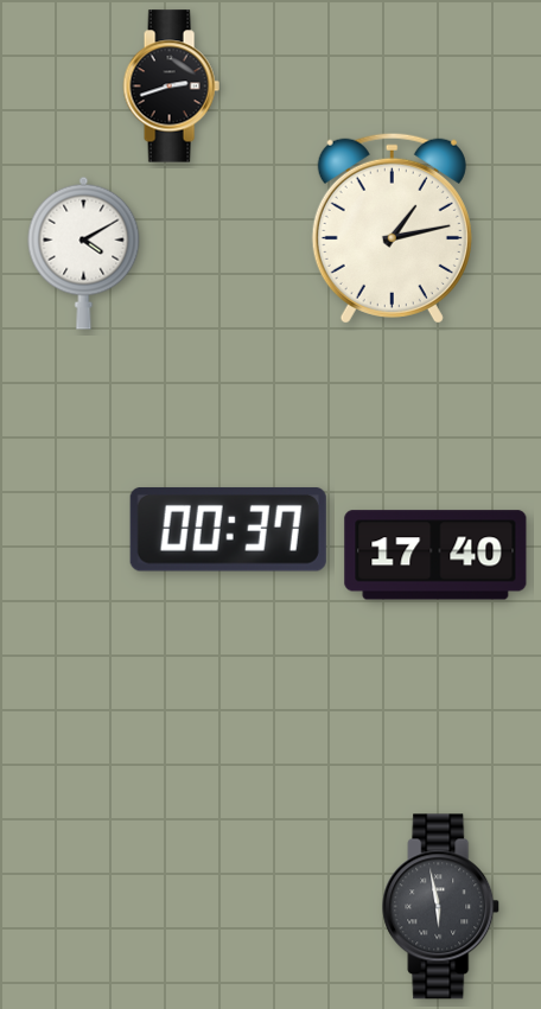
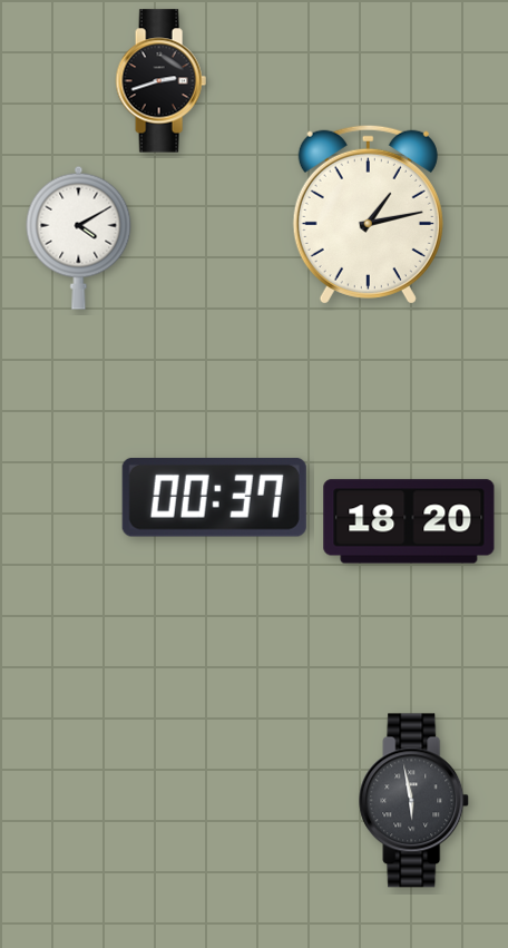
clock at (435, 555): 17:40 -> 18:20
clock at (441, 907) position: (441, 907) -> (414, 801)
